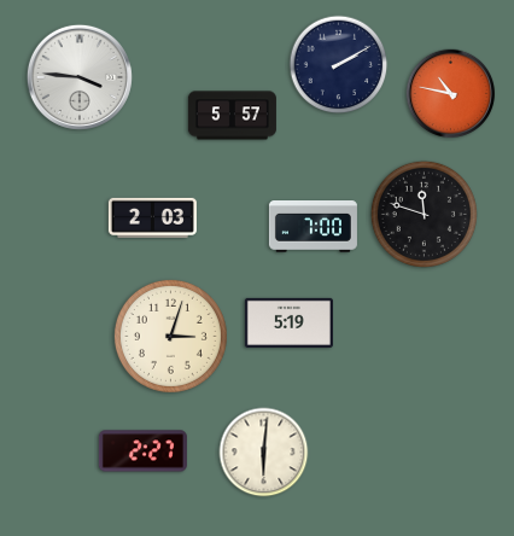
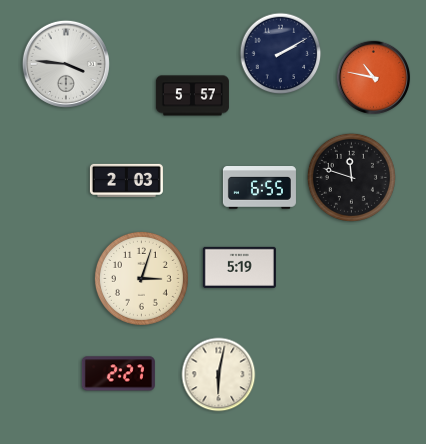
clock at (313, 227): 7:00 -> 6:55
clock at (264, 453): 6:01 -> 6:02
